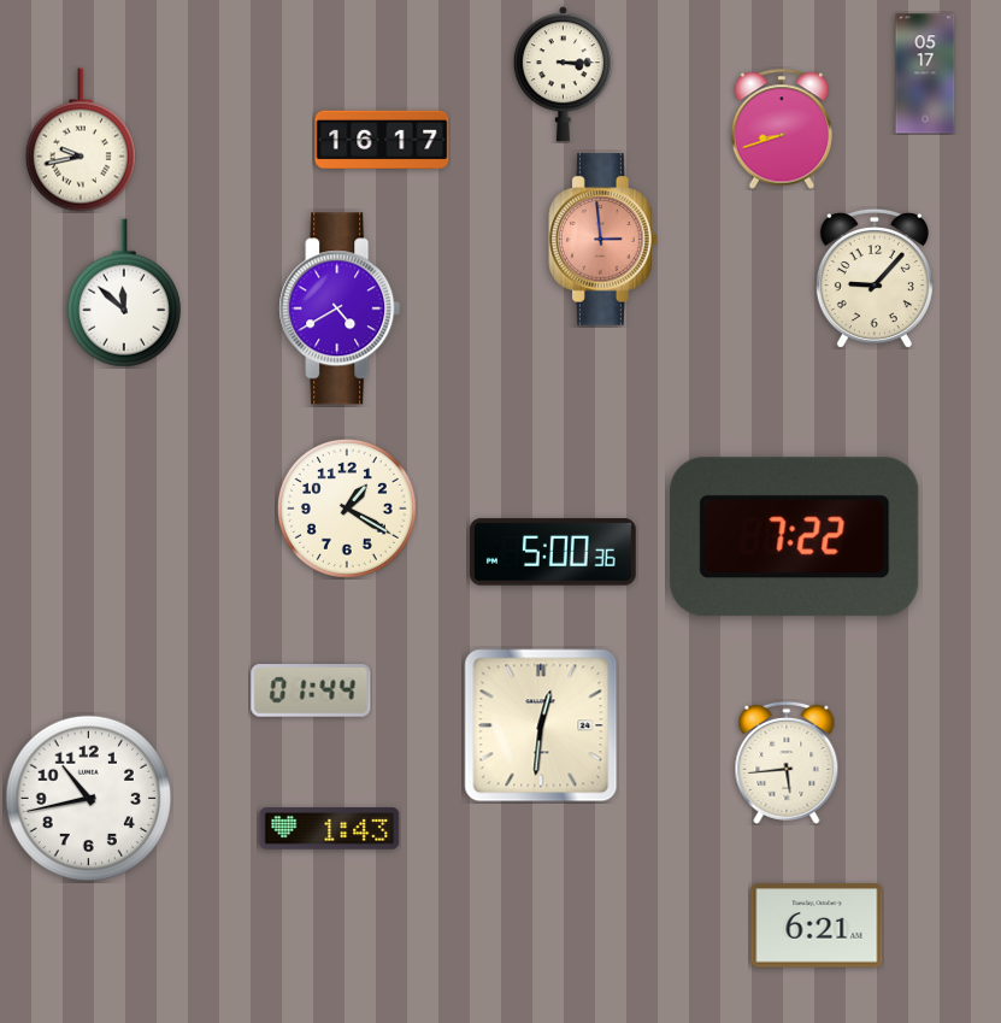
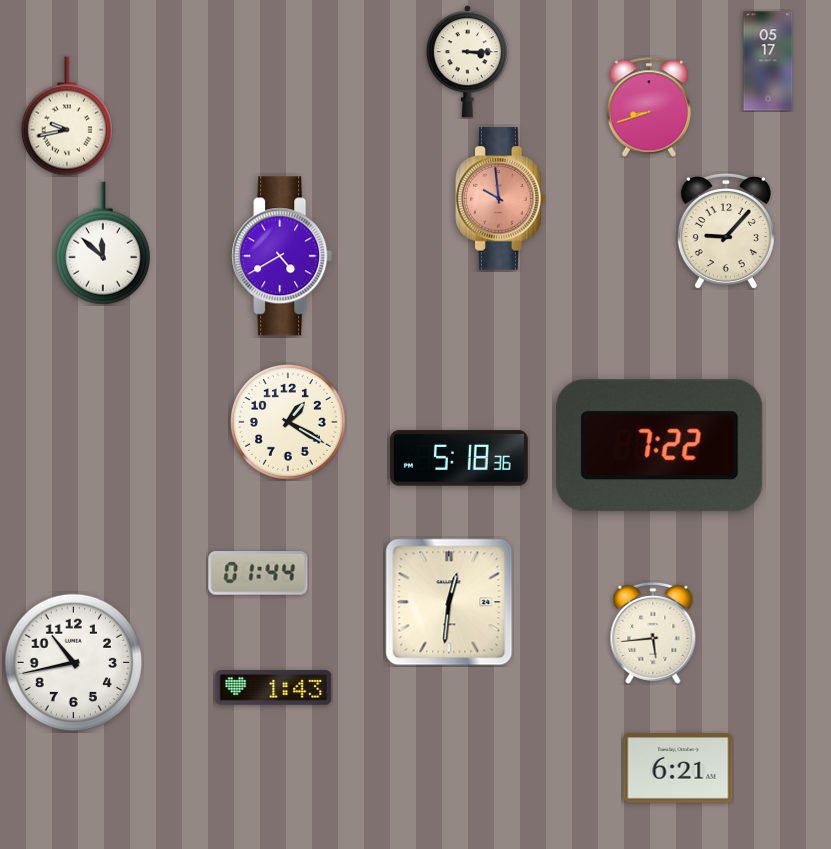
clock at (382, 140): 16:17 -> none
clock at (603, 240): 2:59 -> 9:59
clock at (553, 552): 5:00 -> 5:18
